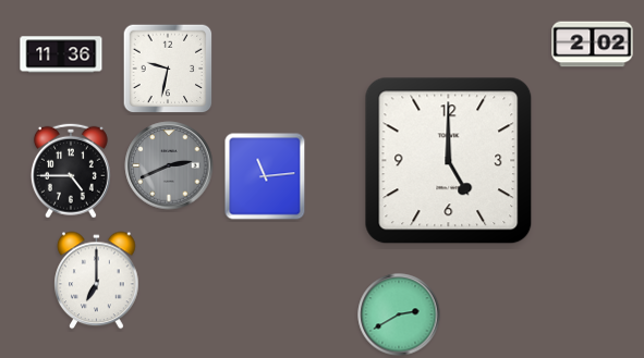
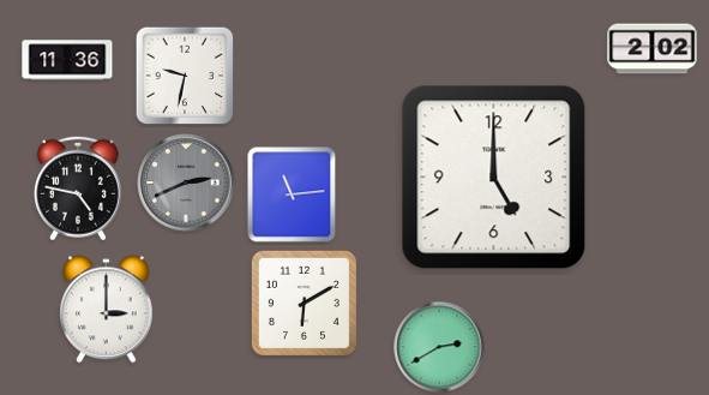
clock at (71, 171): 4:45 -> 4:47
clock at (304, 303): none -> 6:10
clock at (97, 281): 7:00 -> 3:00
